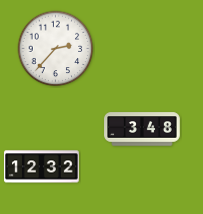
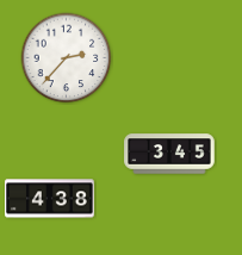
clock at (142, 129): 3:48 -> 3:45
clock at (42, 167): 12:32 -> 4:38
